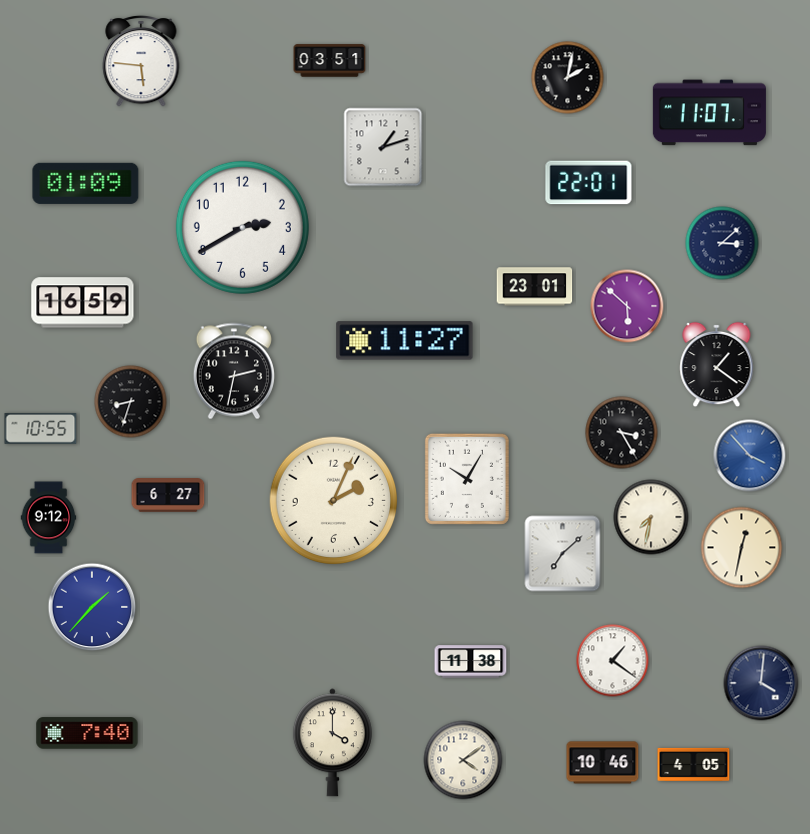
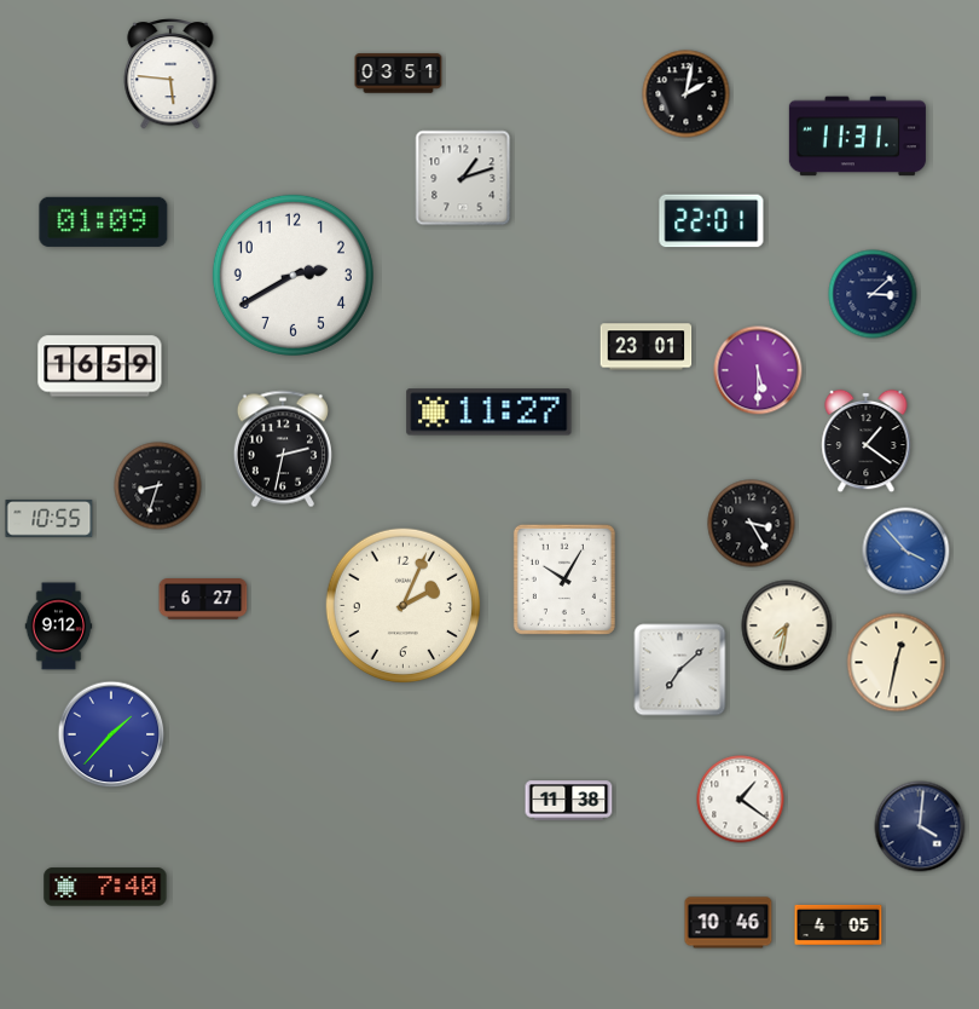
clock at (709, 113): 11:07 -> 11:31
clock at (627, 306): 5:52 -> 5:30
clock at (332, 743): 4:00 -> none
clock at (463, 760): 4:09 -> none
